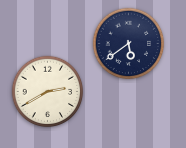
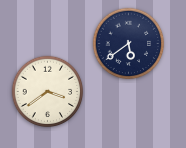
clock at (48, 92): 2:40 -> 3:39
